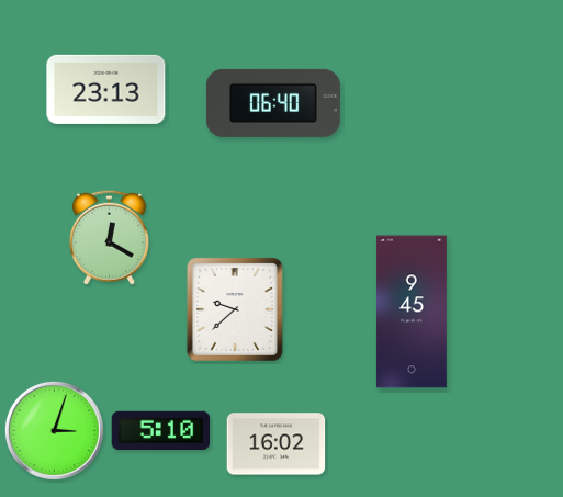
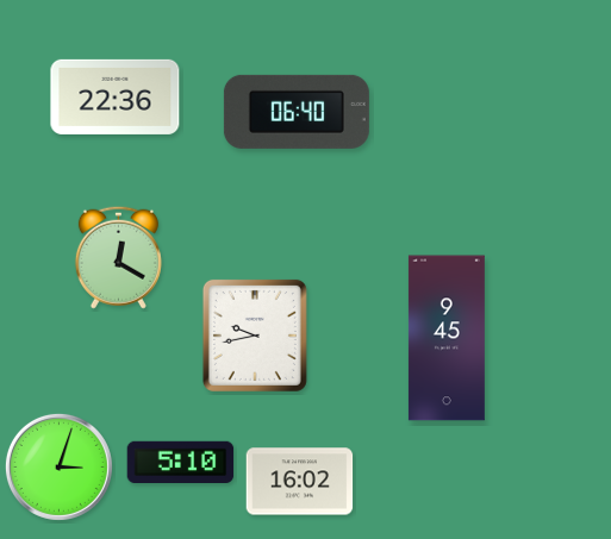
clock at (106, 89): 23:13 -> 22:36
clock at (235, 309): 9:38 -> 9:43
clock at (161, 431) position: (161, 431) -> (181, 463)
